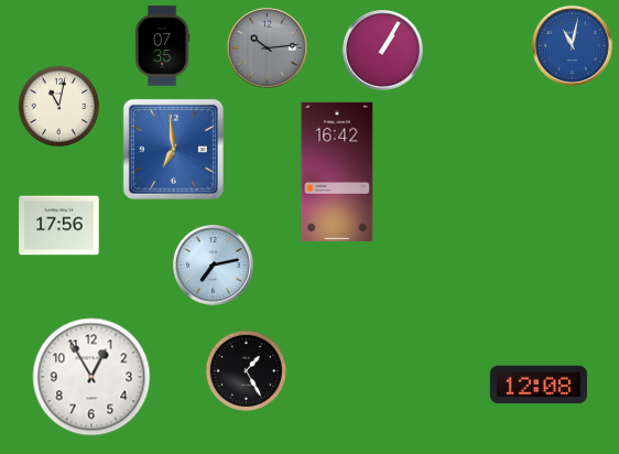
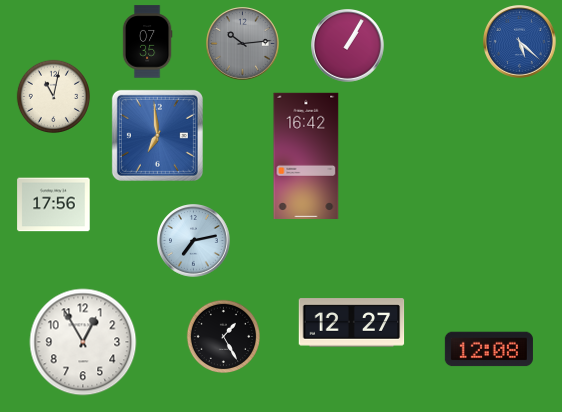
clock at (573, 46): 11:02 -> 5:22
clock at (352, 323): none -> 12:27
